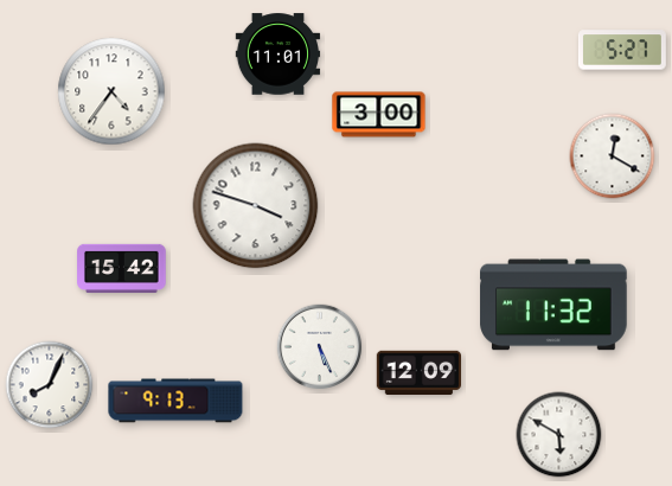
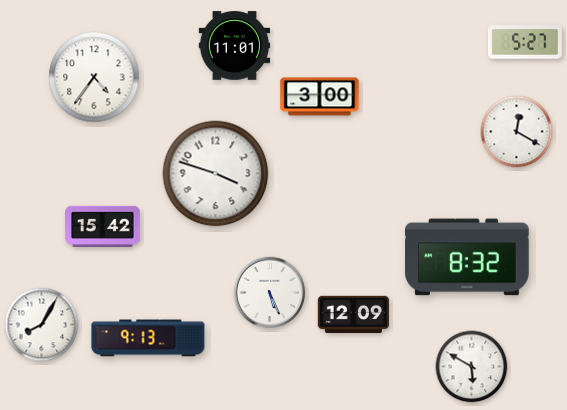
clock at (553, 305): 11:32 -> 8:32
clock at (50, 385): 8:04 -> 8:05
